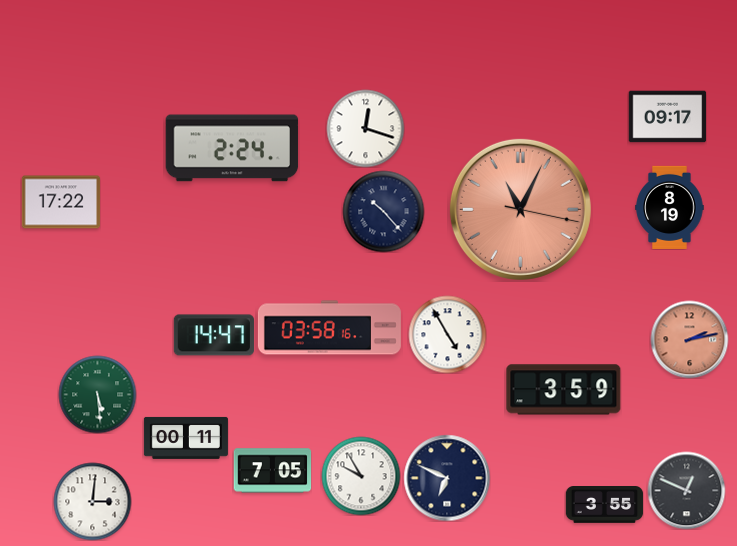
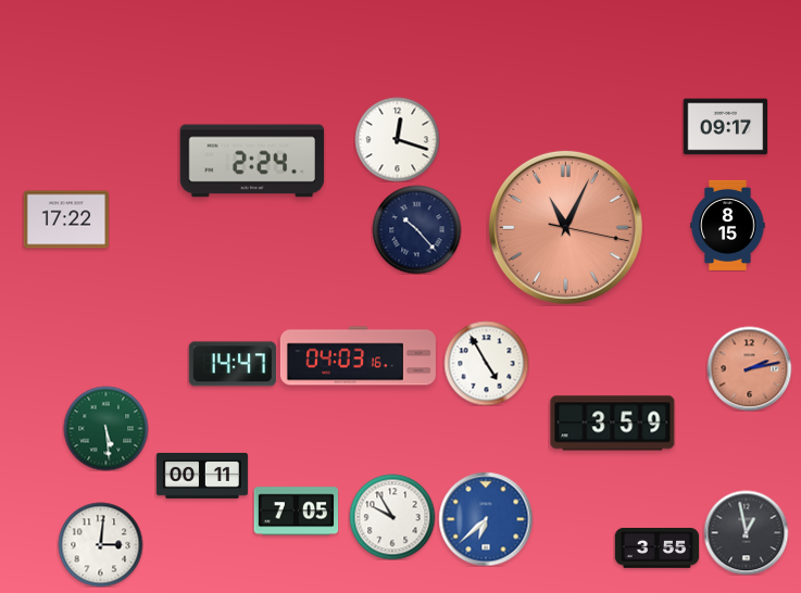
clock at (670, 207): 8:19 -> 8:15
clock at (329, 328): 03:58 -> 04:03
clock at (447, 478): 6:49 -> 6:38
clock at (447, 478) dial: navy -> blue
clock at (686, 490): 12:49 -> 12:58
